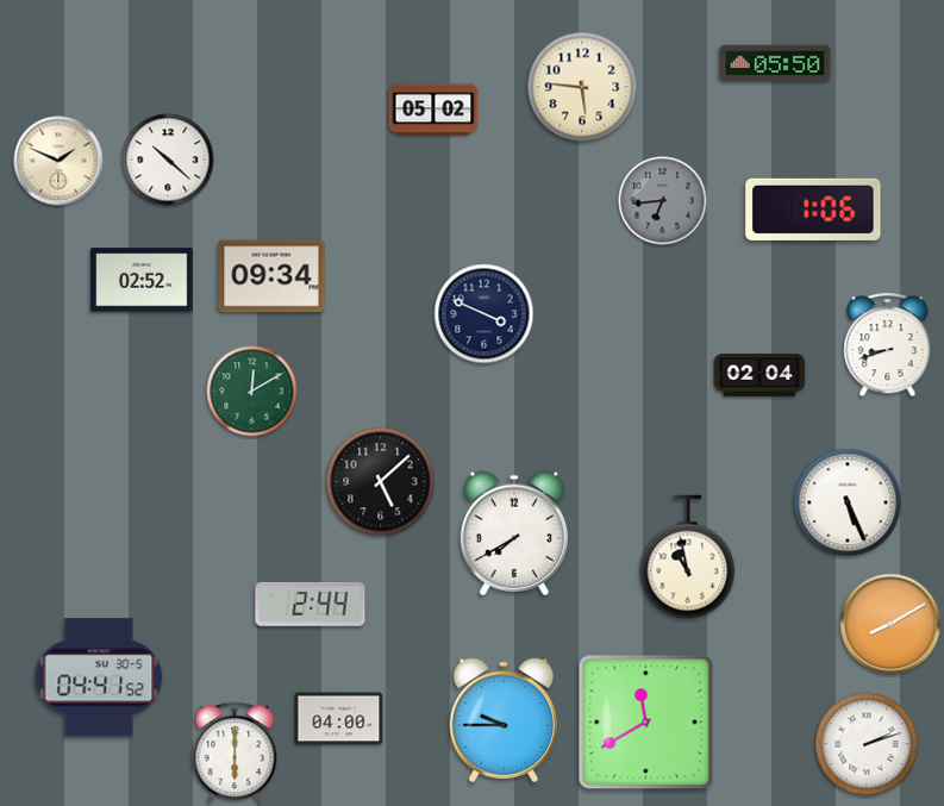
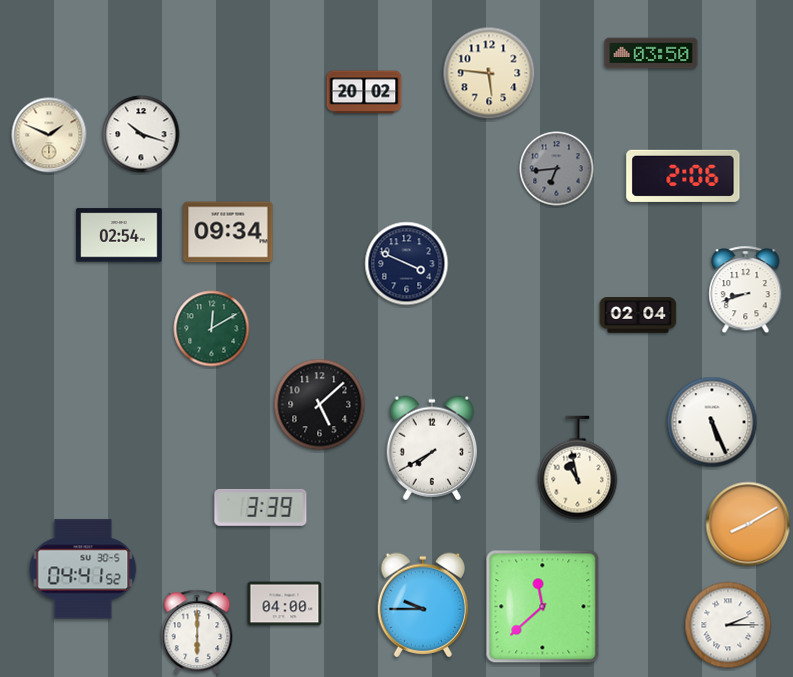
clock at (775, 63): 05:50 -> 03:50
clock at (433, 110): 05:02 -> 20:02
clock at (168, 160): 10:22 -> 10:18
clock at (813, 210): 1:06 -> 2:06
clock at (142, 280): 02:52 -> 02:54
clock at (311, 604): 2:44 -> 3:39
clock at (646, 723): 11:40 -> 11:38
clock at (867, 744): 2:12 -> 2:15
